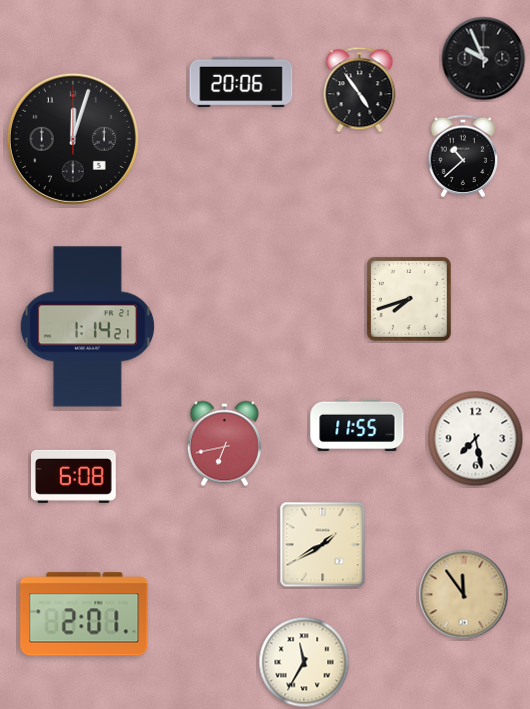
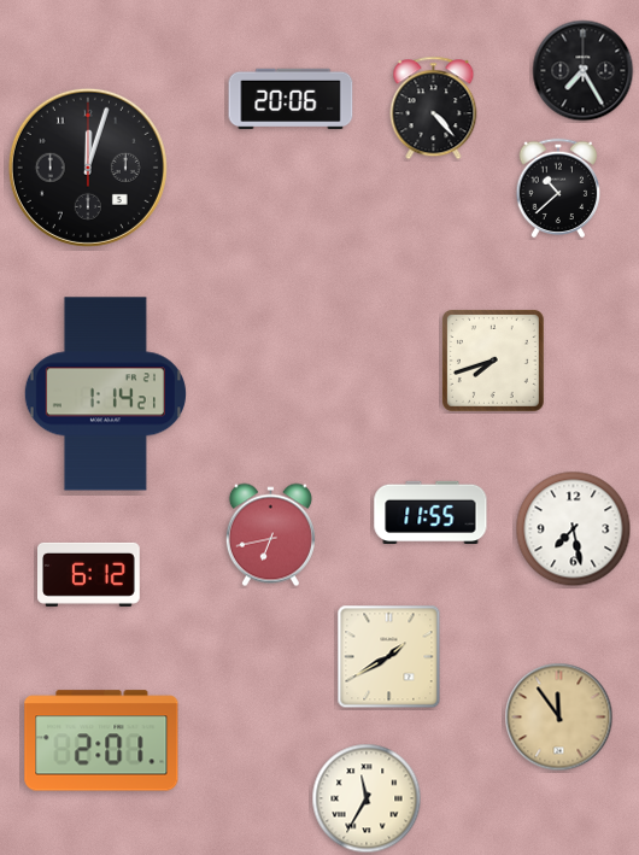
clock at (484, 59): 9:56 -> 7:25
clock at (360, 90): 4:54 -> 4:23
clock at (74, 476): 6:08 -> 6:12
